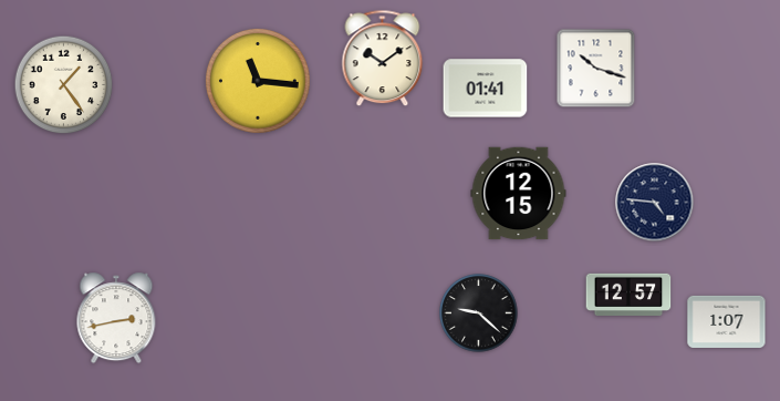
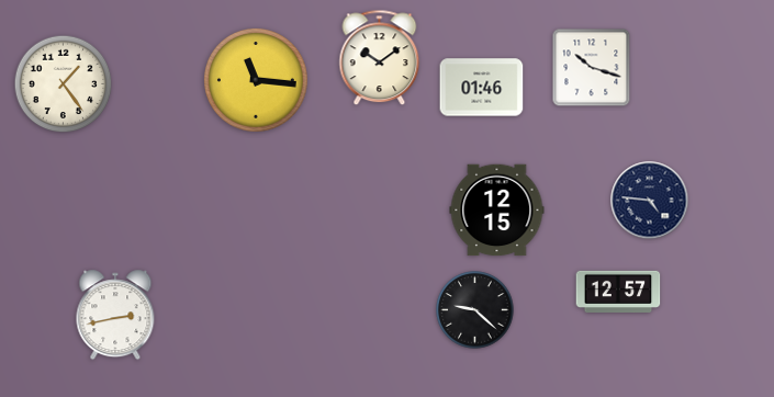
clock at (486, 89): 01:41 -> 01:46
clock at (519, 194) position: (519, 194) -> (497, 211)
clock at (628, 294) position: (628, 294) -> (618, 291)
clock at (727, 321): 1:07 -> none
